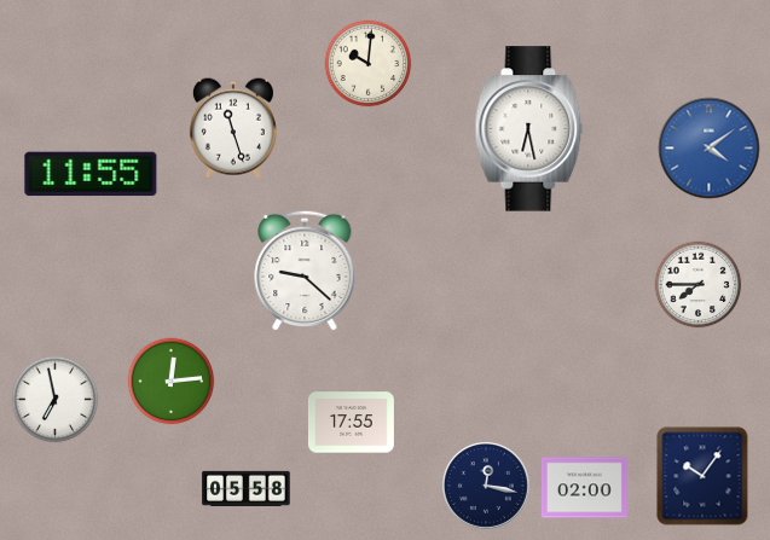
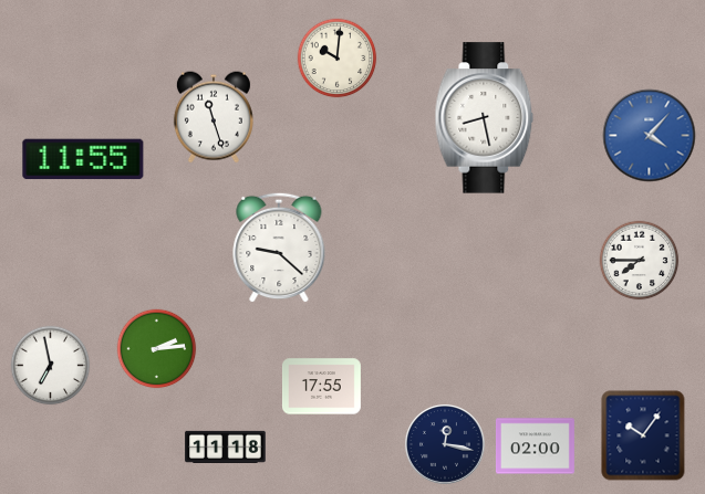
clock at (529, 129): 6:28 -> 8:28
clock at (710, 149): 4:09 -> 4:07
clock at (172, 382): 12:14 -> 2:14
clock at (247, 488): 05:58 -> 11:18
